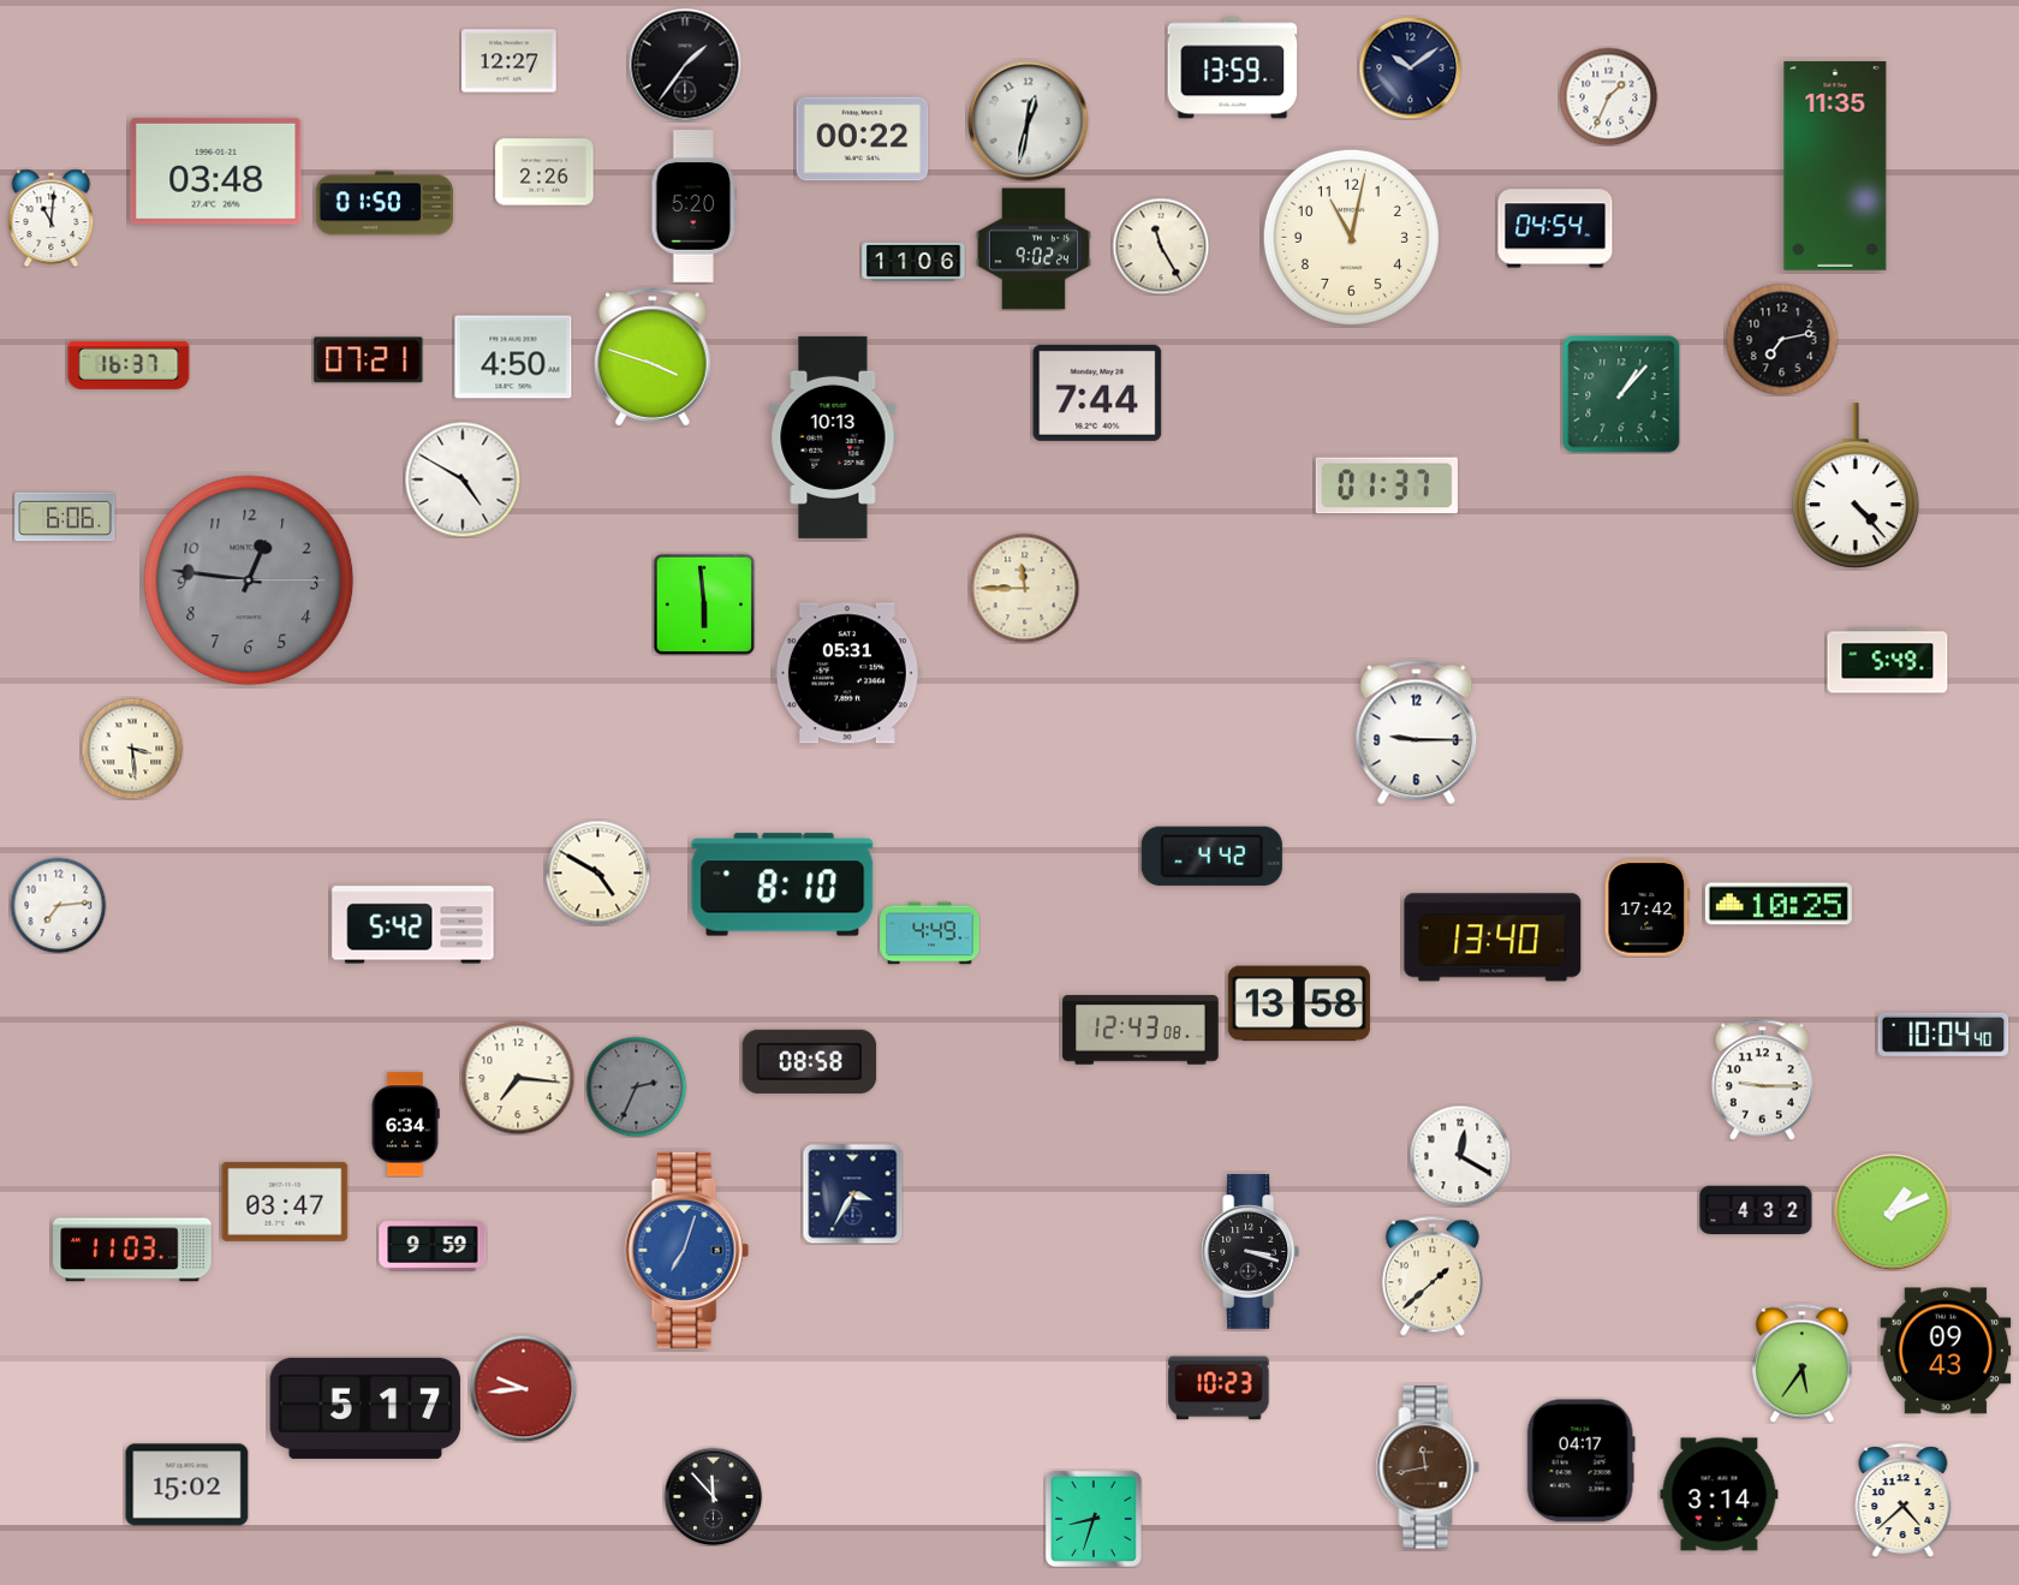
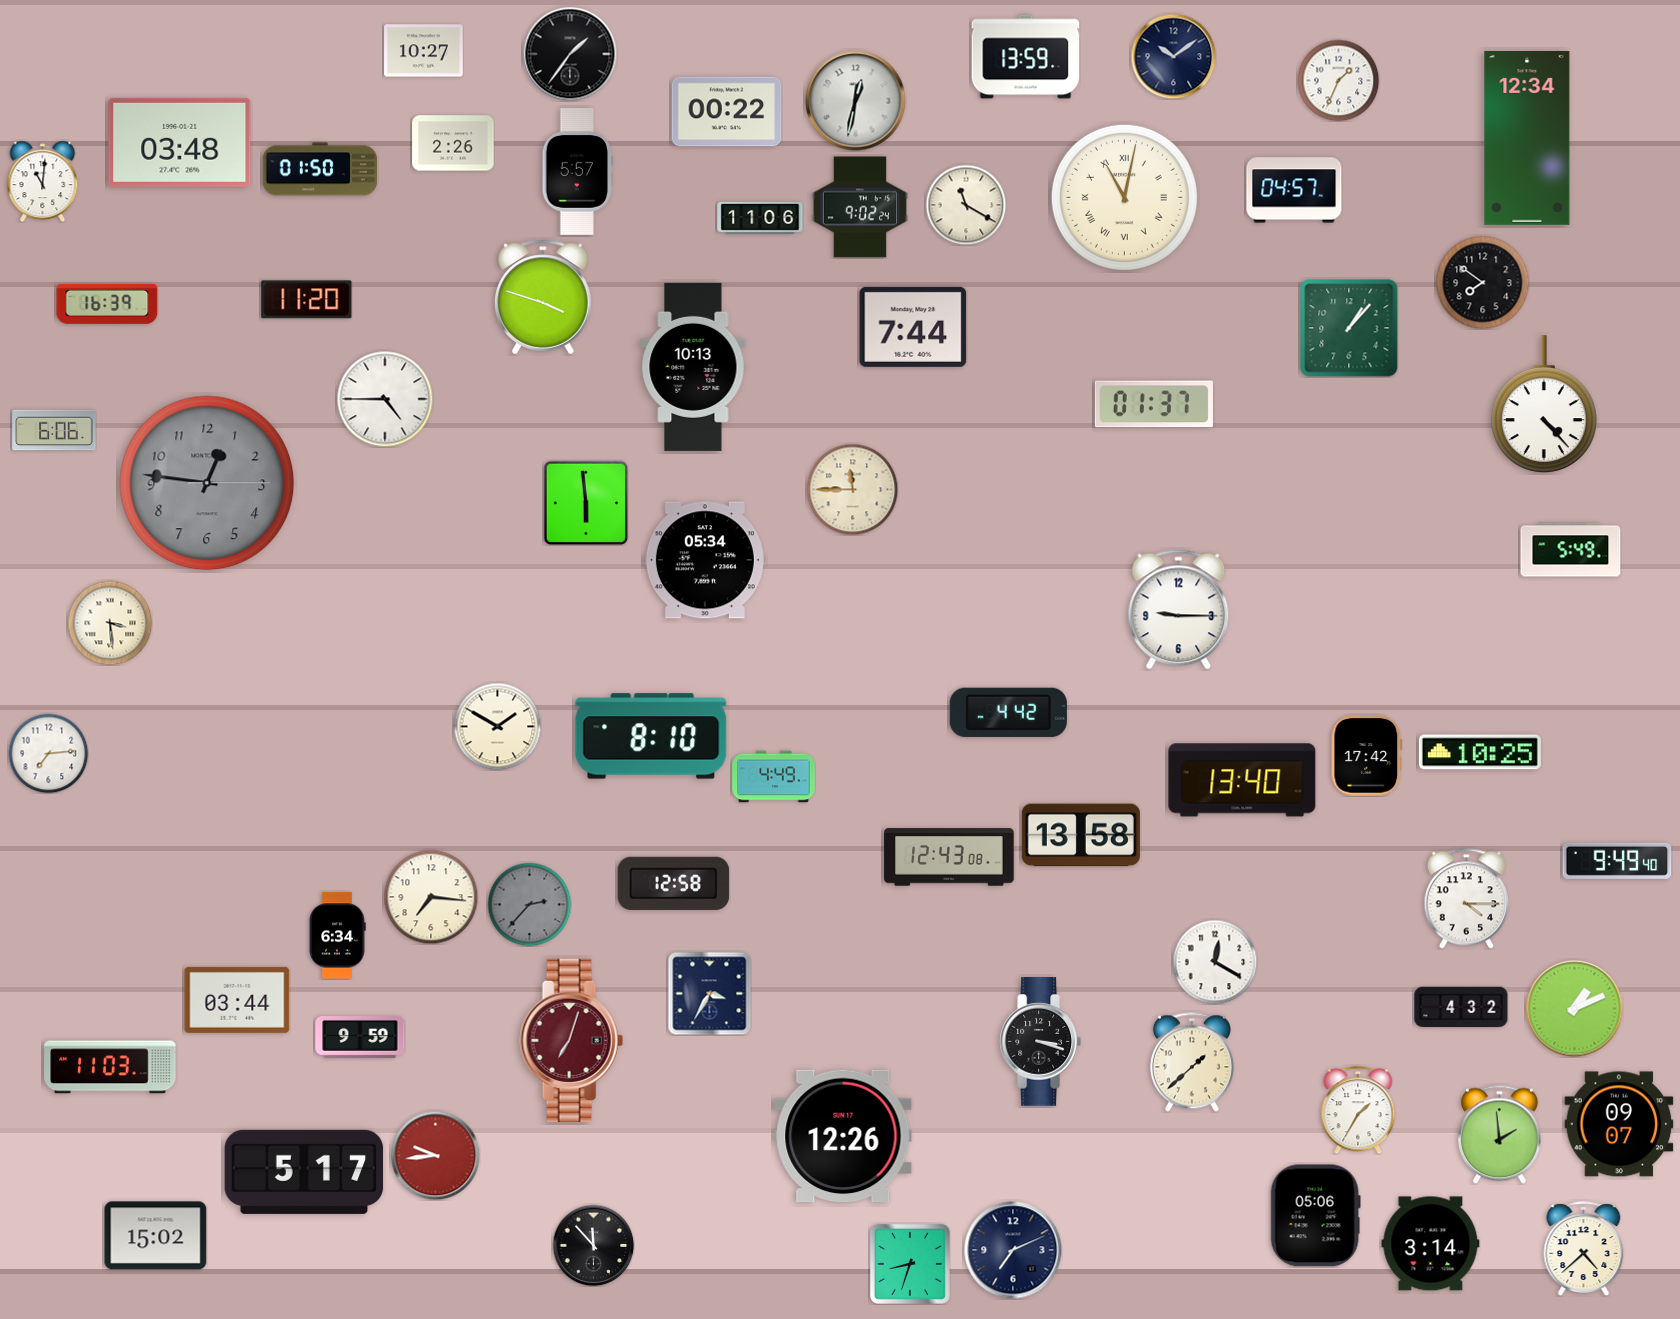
clock at (510, 61): 12:27 -> 10:27
clock at (863, 139) position: (863, 139) -> (727, 112)
clock at (1835, 166): 11:35 -> 12:34
clock at (693, 207): 5:20 -> 5:57
clock at (1555, 228): 04:54 -> 04:57
clock at (1351, 237) numerals: Arabic -> Roman
clock at (1161, 246): 11:25 -> 11:20
clock at (1781, 339): 7:13 -> 7:51
clock at (513, 357): 4:50 -> none
clock at (369, 361): 07:21 -> 11:20
clock at (129, 365): 16:37 -> 16:39
clock at (833, 437) position: (833, 437) -> (693, 367)
clock at (463, 479): 4:50 -> 4:45
clock at (847, 673): 05:31 -> 05:34
clock at (597, 872): 4:50 -> 1:50
clock at (1648, 908) position: (1648, 908) -> (1367, 756)
clock at (413, 925): 5:42 -> none
clock at (1943, 1035): 10:04 -> 9:49
clock at (810, 1061): 08:58 -> 12:58
clock at (1762, 1080): 9:15 -> 4:15
clock at (636, 1086): 2:34 -> 2:37
clock at (285, 1202): 03:47 -> 03:44
clock at (132, 1250) position: (132, 1250) -> (110, 1067)
clock at (686, 1250) dial: blue -> burgundy
clock at (1358, 1110): none -> 1:35
clock at (1946, 1351): 09:43 -> 09:07
clock at (1801, 1363): 5:36 -> 1:59
clock at (843, 1136): none -> 12:26
clock at (1219, 1388): 10:23 -> none
clock at (1580, 1461): 04:17 -> 05:06
clock at (1428, 1467): 11:43 -> none
clock at (1013, 1250): none -> 7:11
